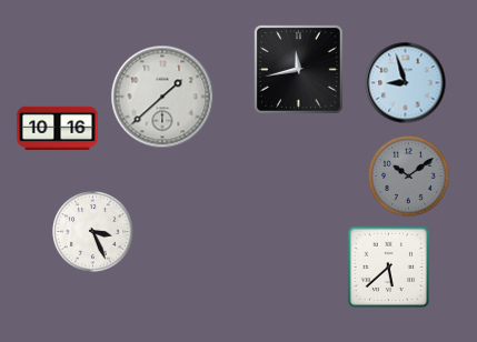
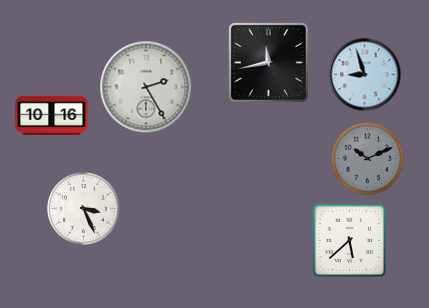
clock at (162, 97): 1:38 -> 2:25
clock at (409, 177): 10:09 -> 10:11
